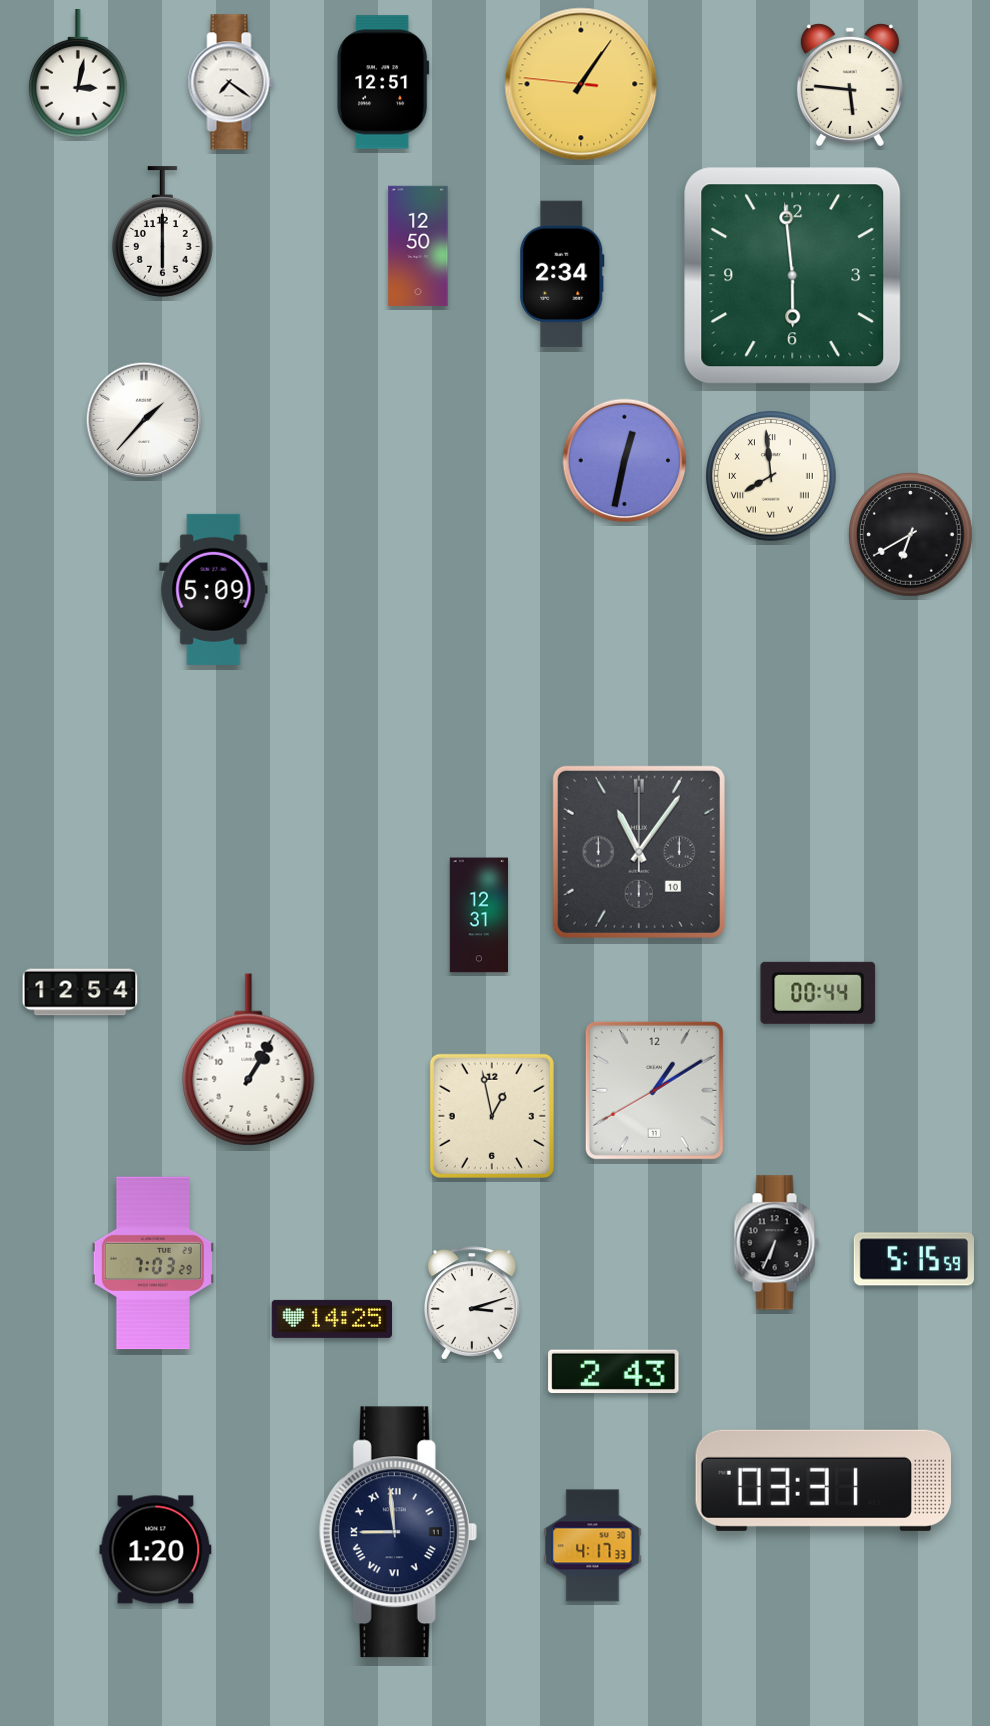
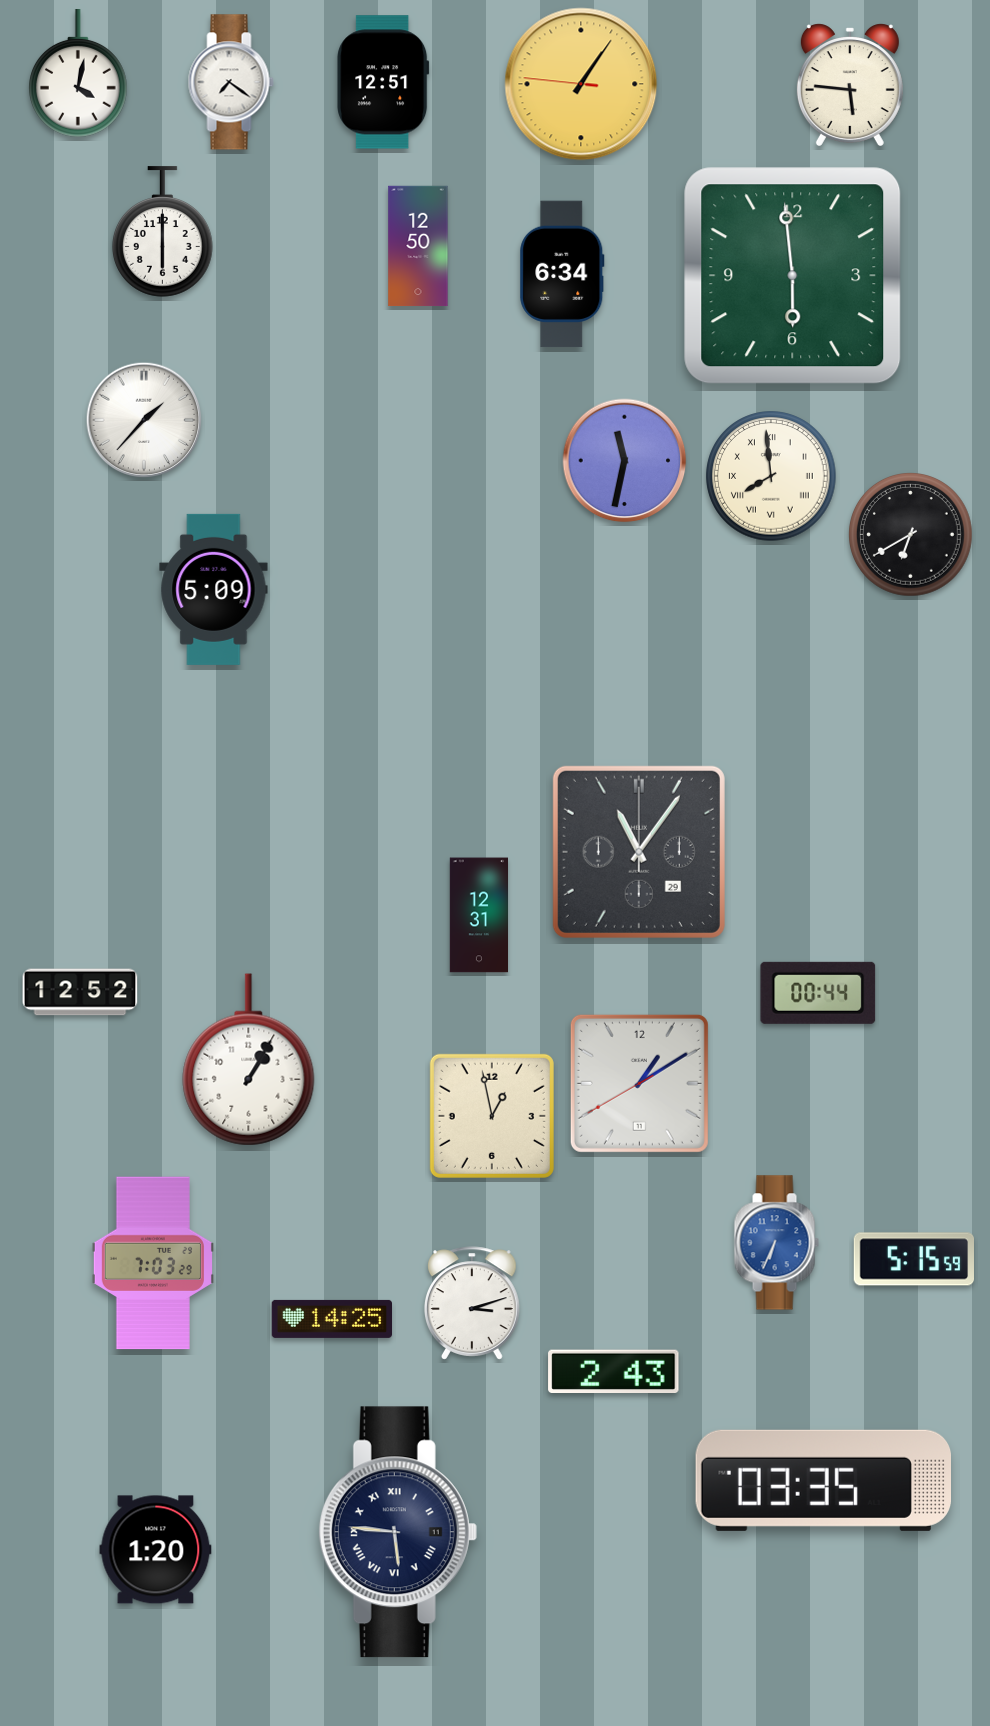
clock at (79, 74): 3:02 -> 4:02
clock at (562, 274): 2:34 -> 6:34
clock at (625, 461): 12:32 -> 11:32
clock at (639, 852) date: 10 -> 29
clock at (80, 992): 12:54 -> 12:52
clock at (654, 1090) position: (654, 1090) -> (639, 1083)
clock at (776, 1243) dial: black -> blue
clock at (823, 1480): 03:31 -> 03:35
clock at (398, 1532): 8:59 -> 5:46
clock at (593, 1546): 4:17 -> none
